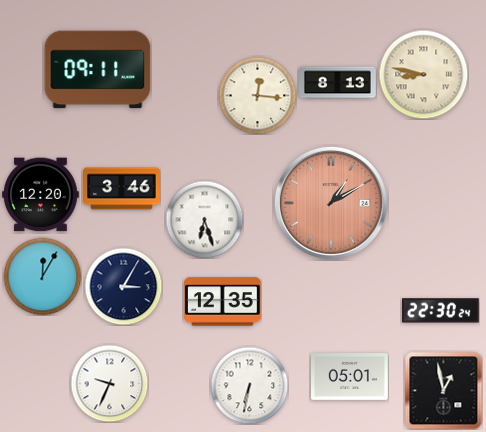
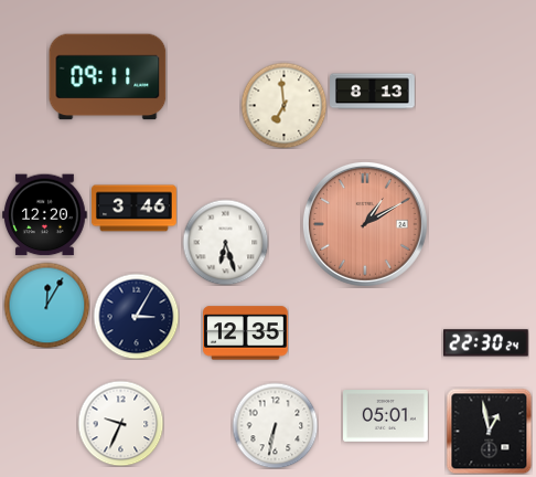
clock at (423, 74): 8:47 -> none
clock at (257, 95): 12:16 -> 6:59
